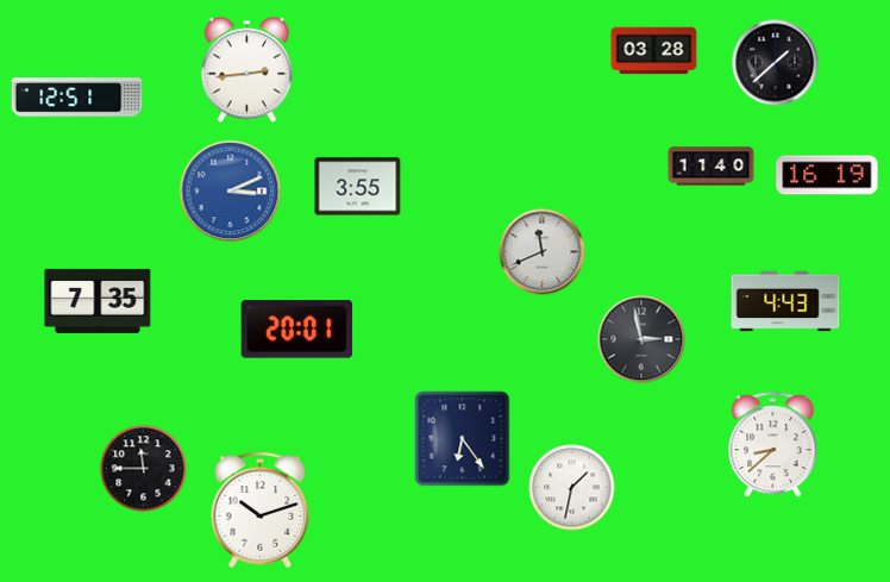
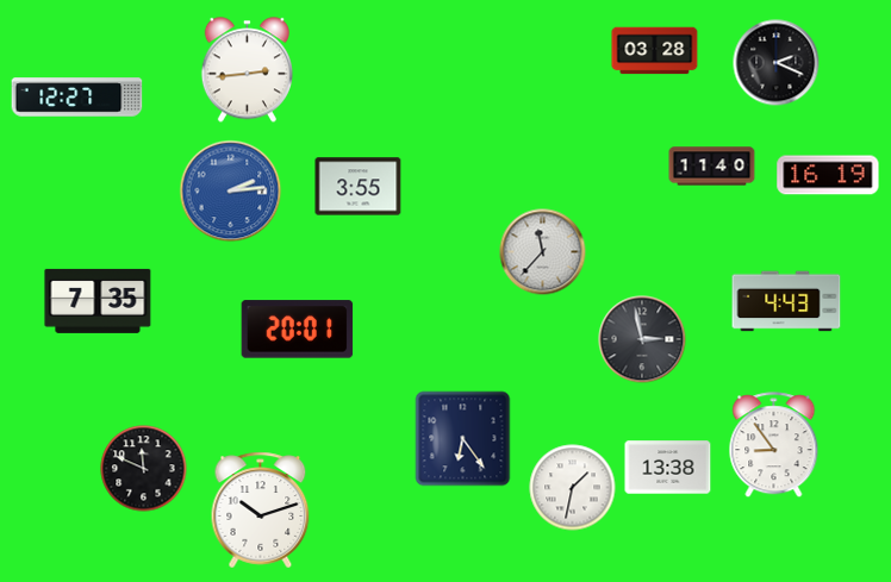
clock at (776, 63): 1:38 -> 2:19
clock at (77, 98): 12:51 -> 12:27
clock at (231, 192): 3:11 -> 2:14
clock at (543, 252): 11:41 -> 11:37
clock at (773, 445): 8:38 -> 8:54
clock at (668, 468): none -> 13:38
clock at (144, 469): 11:45 -> 11:49
